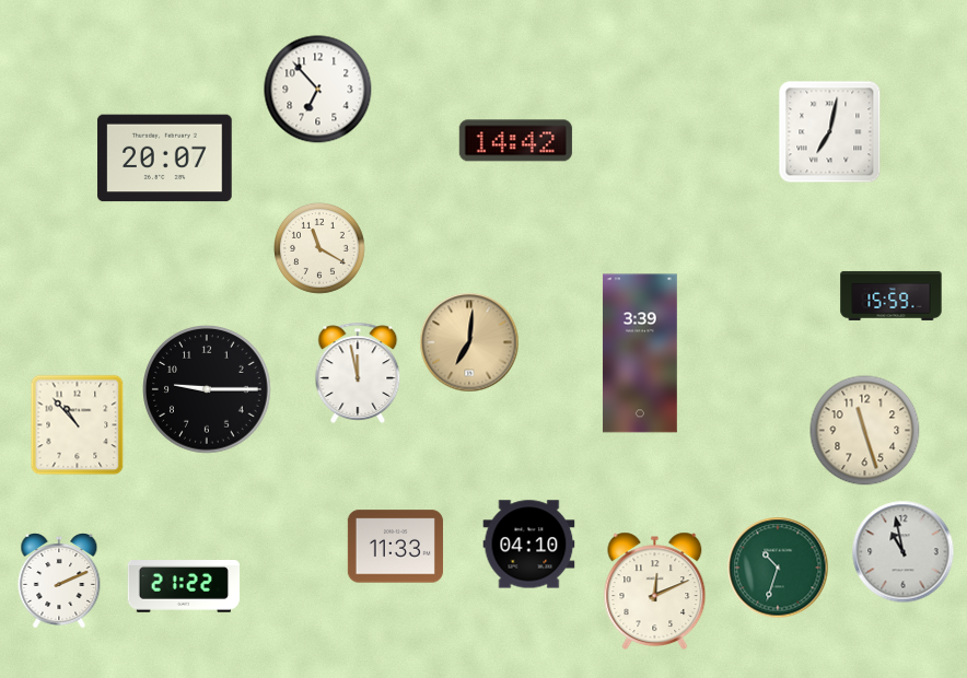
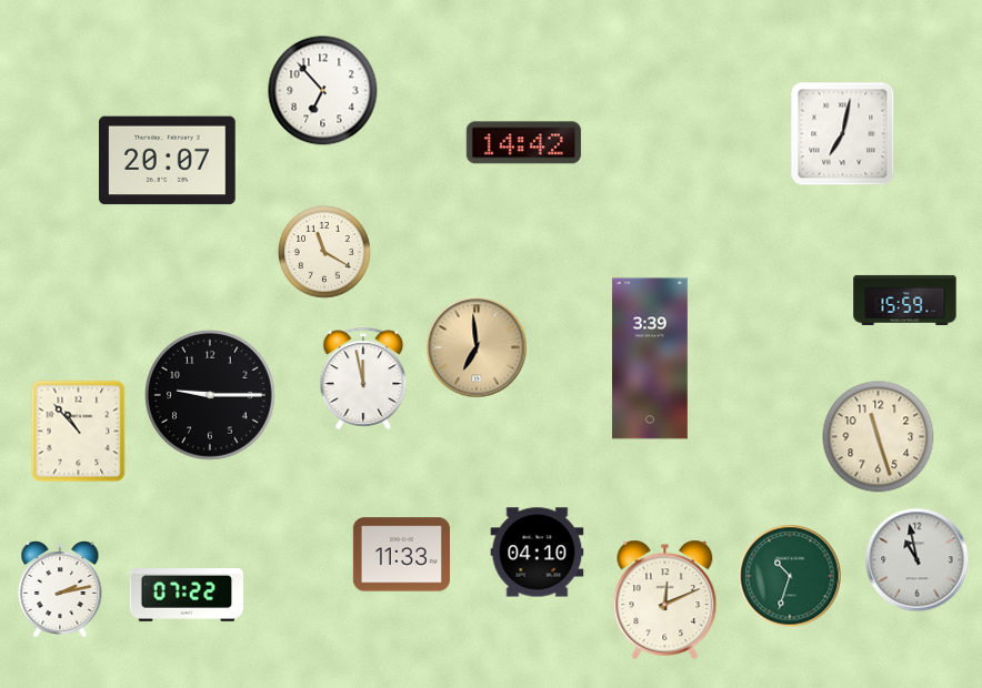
clock at (469, 342): 7:01 -> 6:59
clock at (59, 582): 2:11 -> 2:13
clock at (183, 587): 21:22 -> 07:22
